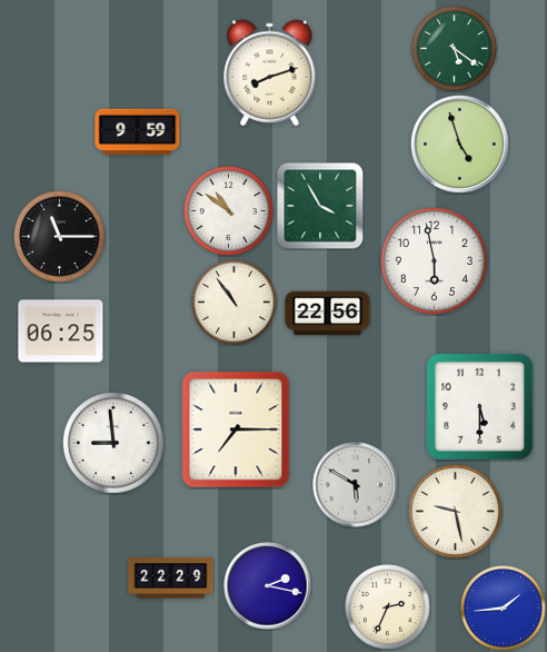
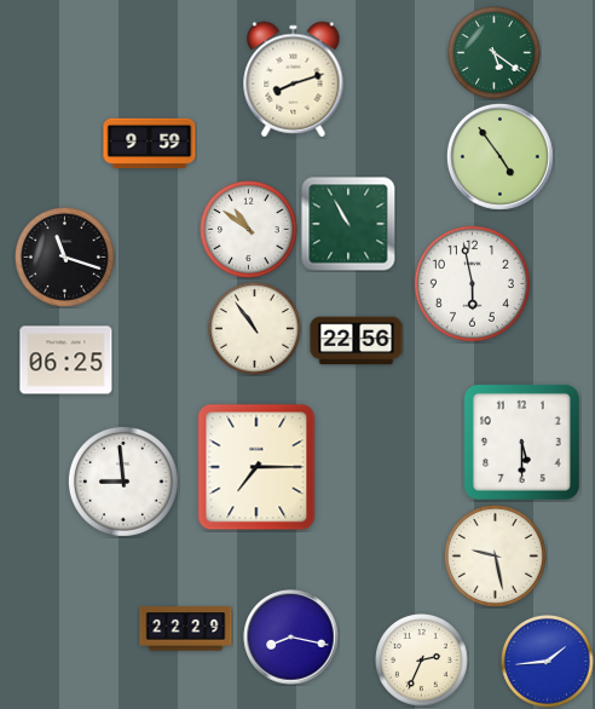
clock at (459, 144): 4:57 -> 4:54
clock at (320, 206): 3:55 -> 10:55
clock at (60, 237): 11:15 -> 11:18
clock at (356, 485): 5:50 -> none
clock at (268, 586): 2:17 -> 8:17
